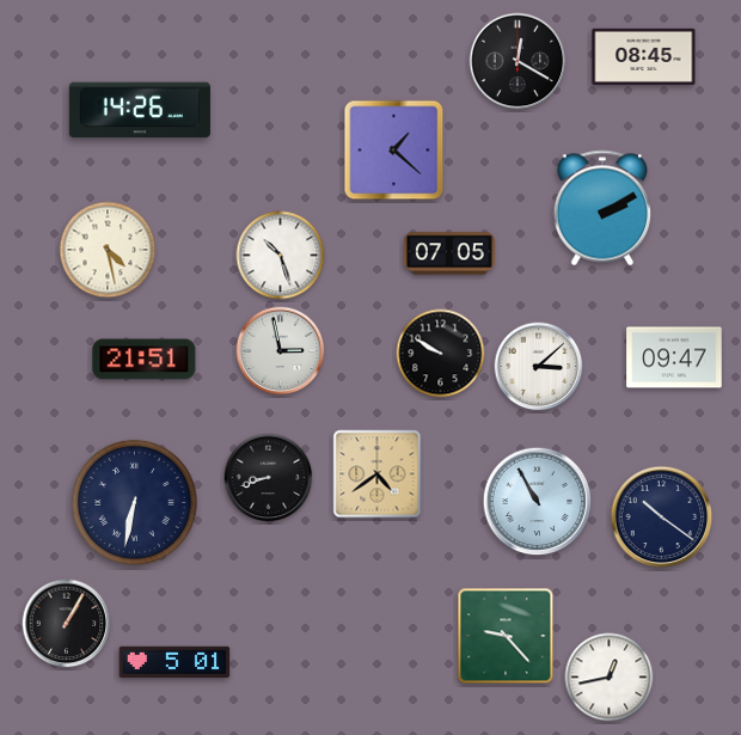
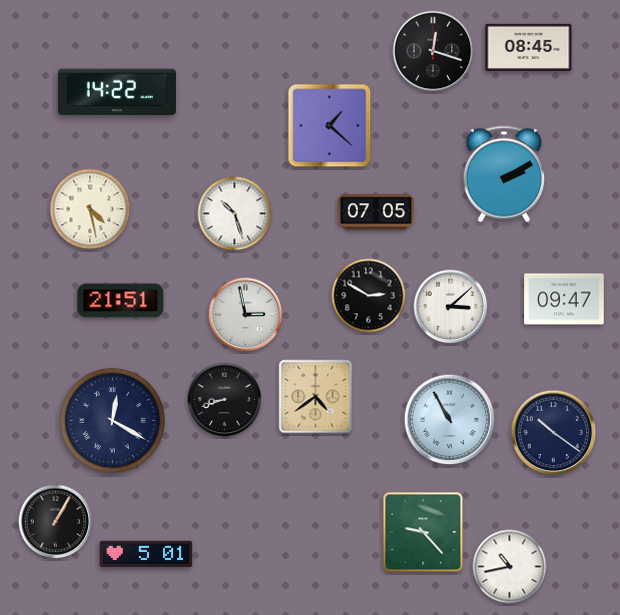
clock at (644, 56) position: (644, 56) -> (529, 47)
clock at (518, 61): 12:20 -> 12:18
clock at (140, 110): 14:26 -> 14:22
clock at (281, 351) position: (281, 351) -> (246, 315)
clock at (441, 354): 9:50 -> 2:50
clock at (134, 502): 6:32 -> 12:20
clock at (610, 678): 12:43 -> 10:43
